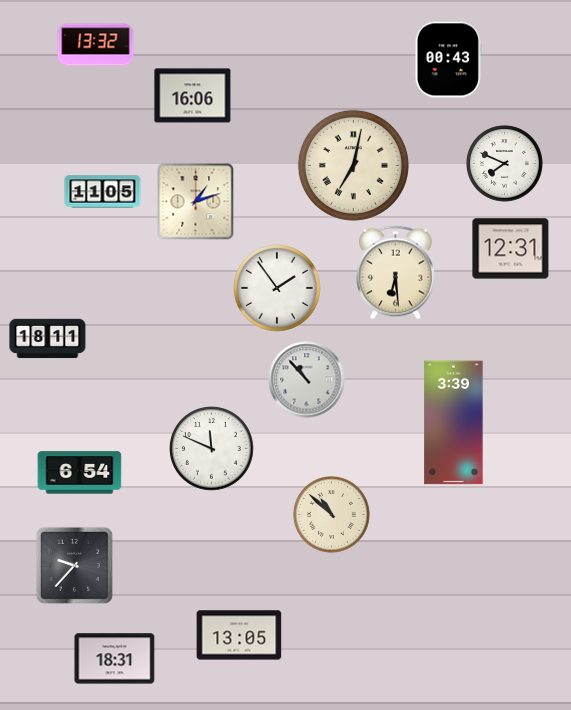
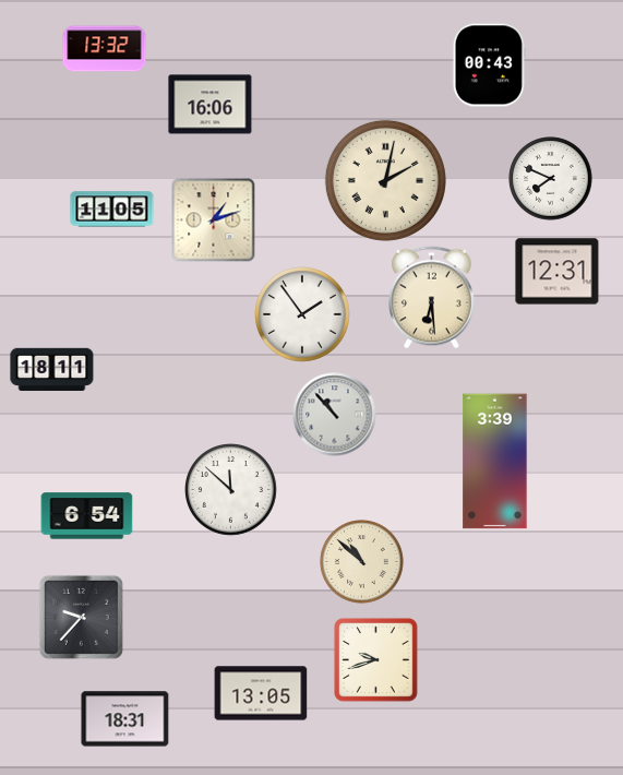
clock at (353, 165): 7:02 -> 2:02
clock at (212, 449): 11:49 -> 11:52
clock at (375, 659): none -> 9:42
